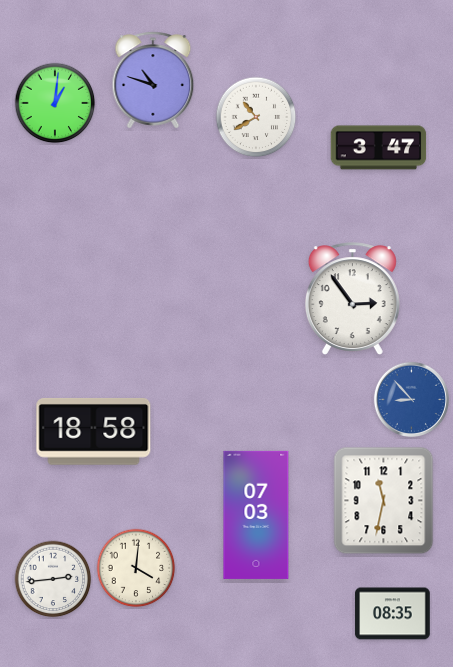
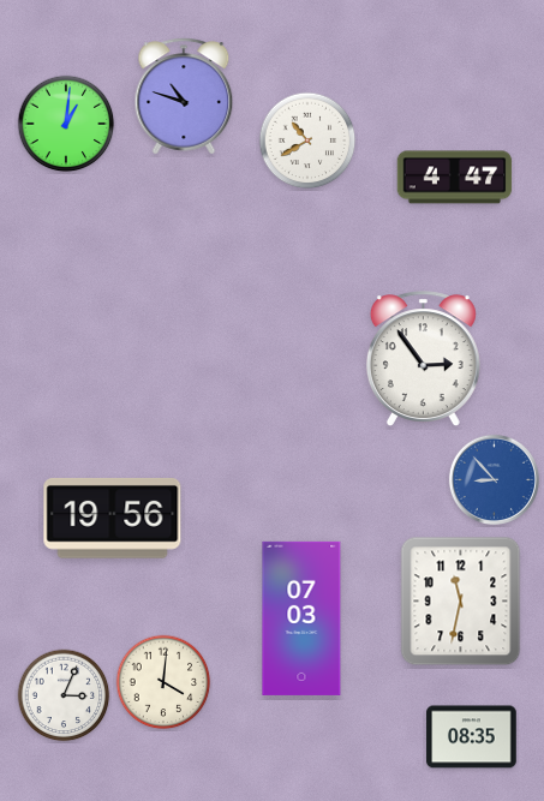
clock at (379, 148): 3:47 -> 4:47
clock at (94, 431): 18:58 -> 19:56
clock at (256, 515) position: (256, 515) -> (301, 618)
clock at (53, 579): 2:44 -> 3:04
